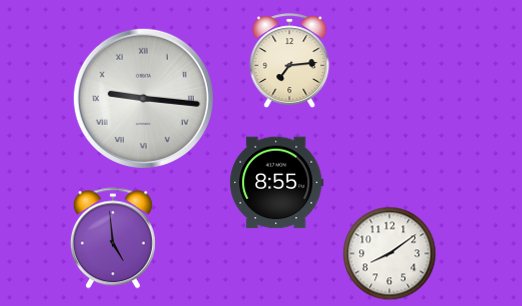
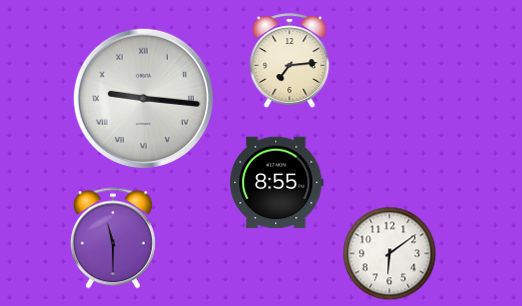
clock at (113, 238): 4:59 -> 11:30
clock at (390, 254): 8:09 -> 6:09
